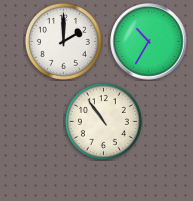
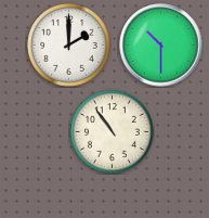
clock at (149, 42): 10:35 -> 10:30
